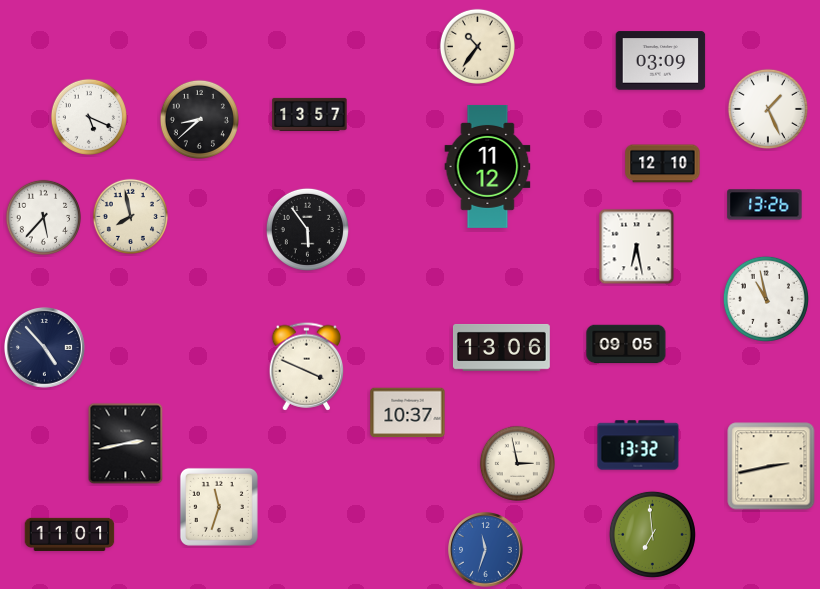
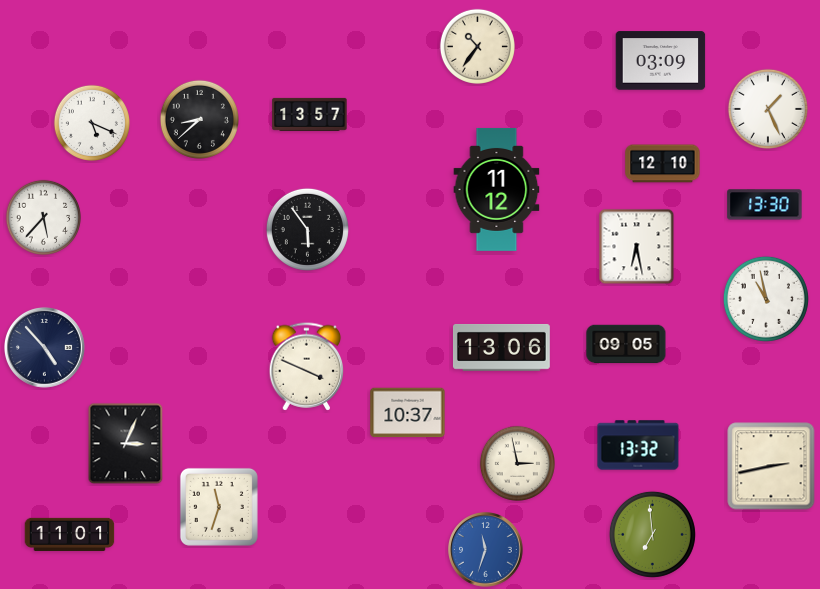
clock at (89, 117) position: (89, 117) -> (92, 123)
clock at (488, 166) position: (488, 166) -> (497, 189)
clock at (765, 205): 13:26 -> 13:30
clock at (130, 216): 7:58 -> none
clock at (126, 444): 2:43 -> 3:04
